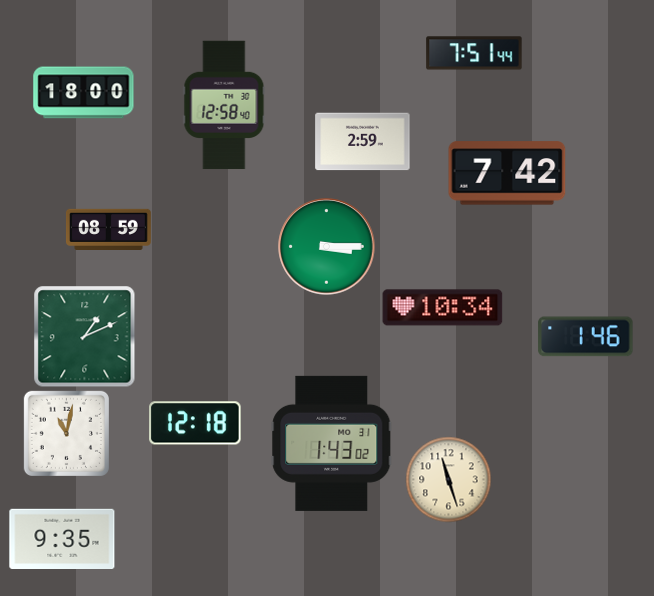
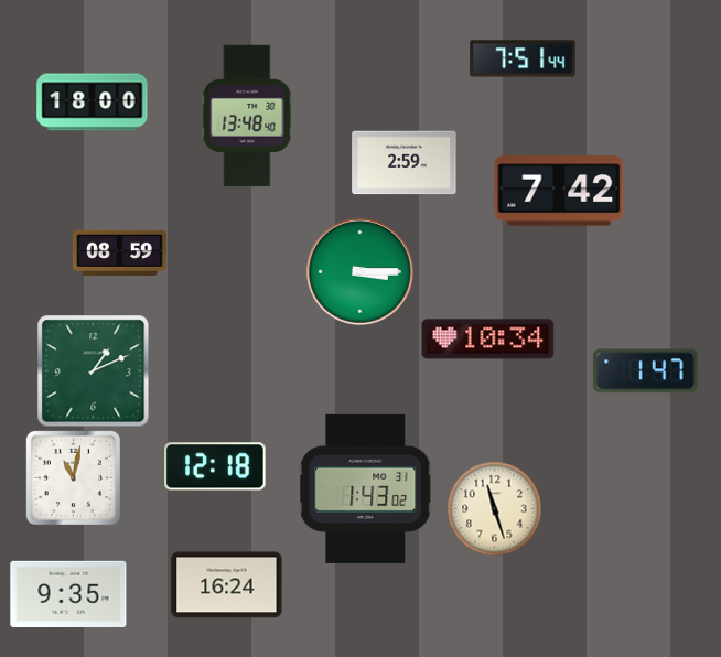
clock at (224, 105): 12:58 -> 13:48
clock at (363, 142) position: (363, 142) -> (405, 163)
clock at (586, 337): 1:46 -> 1:47
clock at (448, 479) position: (448, 479) -> (494, 508)
clock at (227, 585): none -> 16:24
